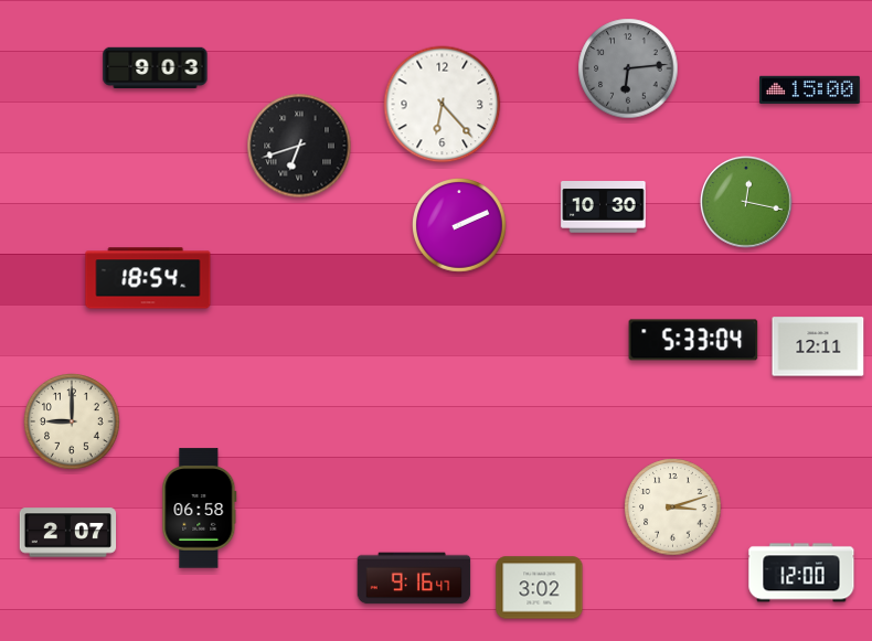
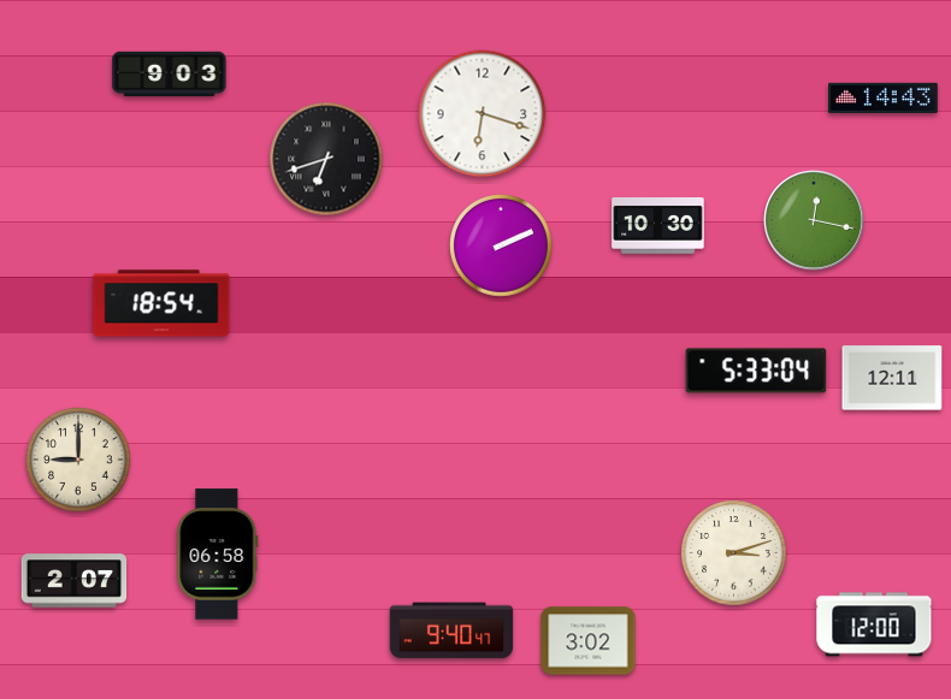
clock at (628, 68): 6:14 -> none
clock at (810, 89): 15:00 -> 14:43
clock at (443, 105): 6:23 -> 6:18
clock at (414, 578): 9:16 -> 9:40
